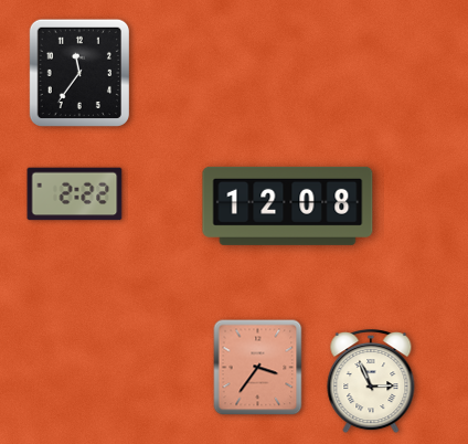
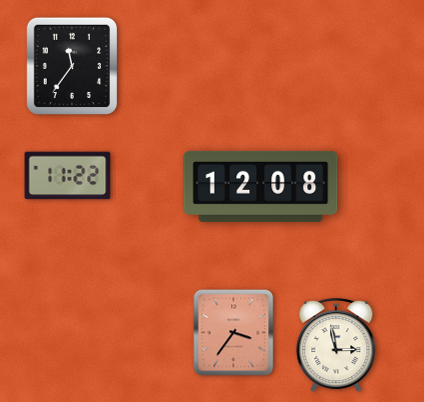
clock at (75, 194): 2:22 -> 11:22
clock at (371, 382): 2:56 -> 2:58
